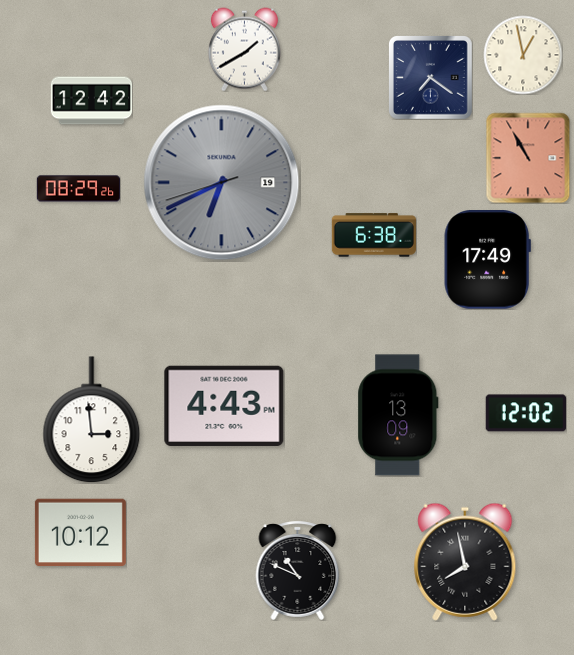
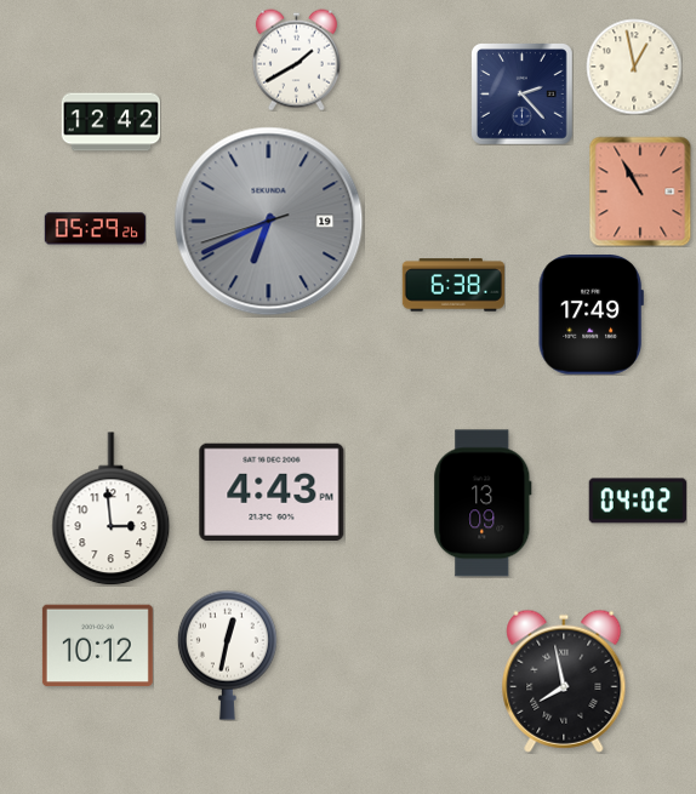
clock at (431, 78): 7:21 -> 2:23
clock at (78, 189): 08:29 -> 05:29
clock at (526, 413): 12:02 -> 04:02
clock at (227, 655): none -> 12:32
clock at (298, 570): 10:49 -> none
